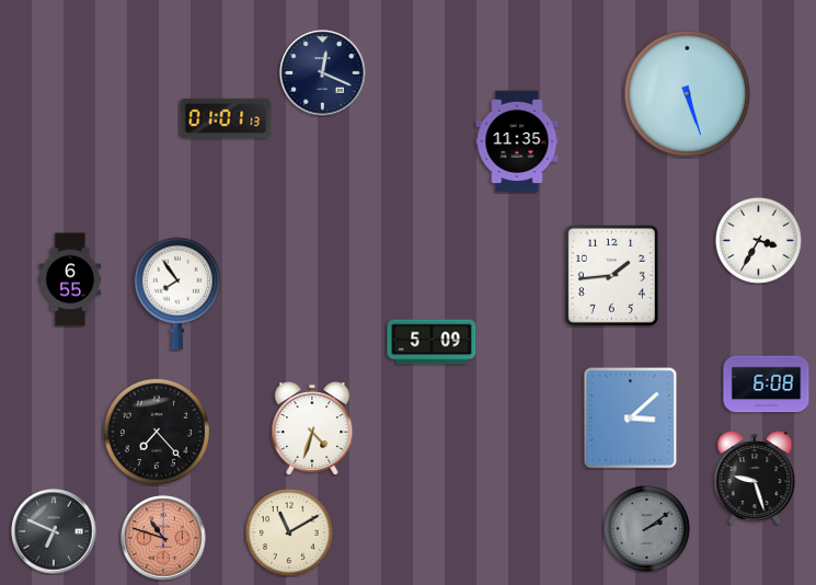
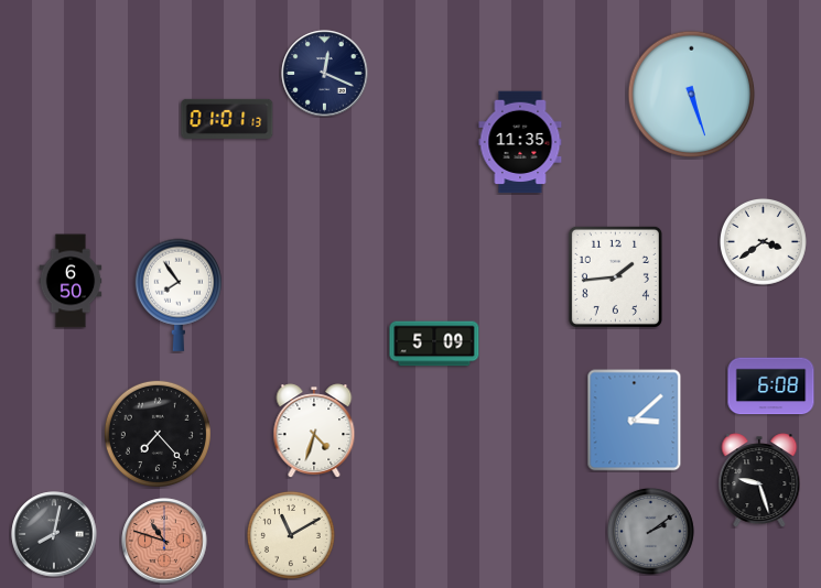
clock at (758, 240): 3:35 -> 3:39
clock at (70, 279): 6:55 -> 6:50
clock at (54, 531): 6:49 -> 8:02
